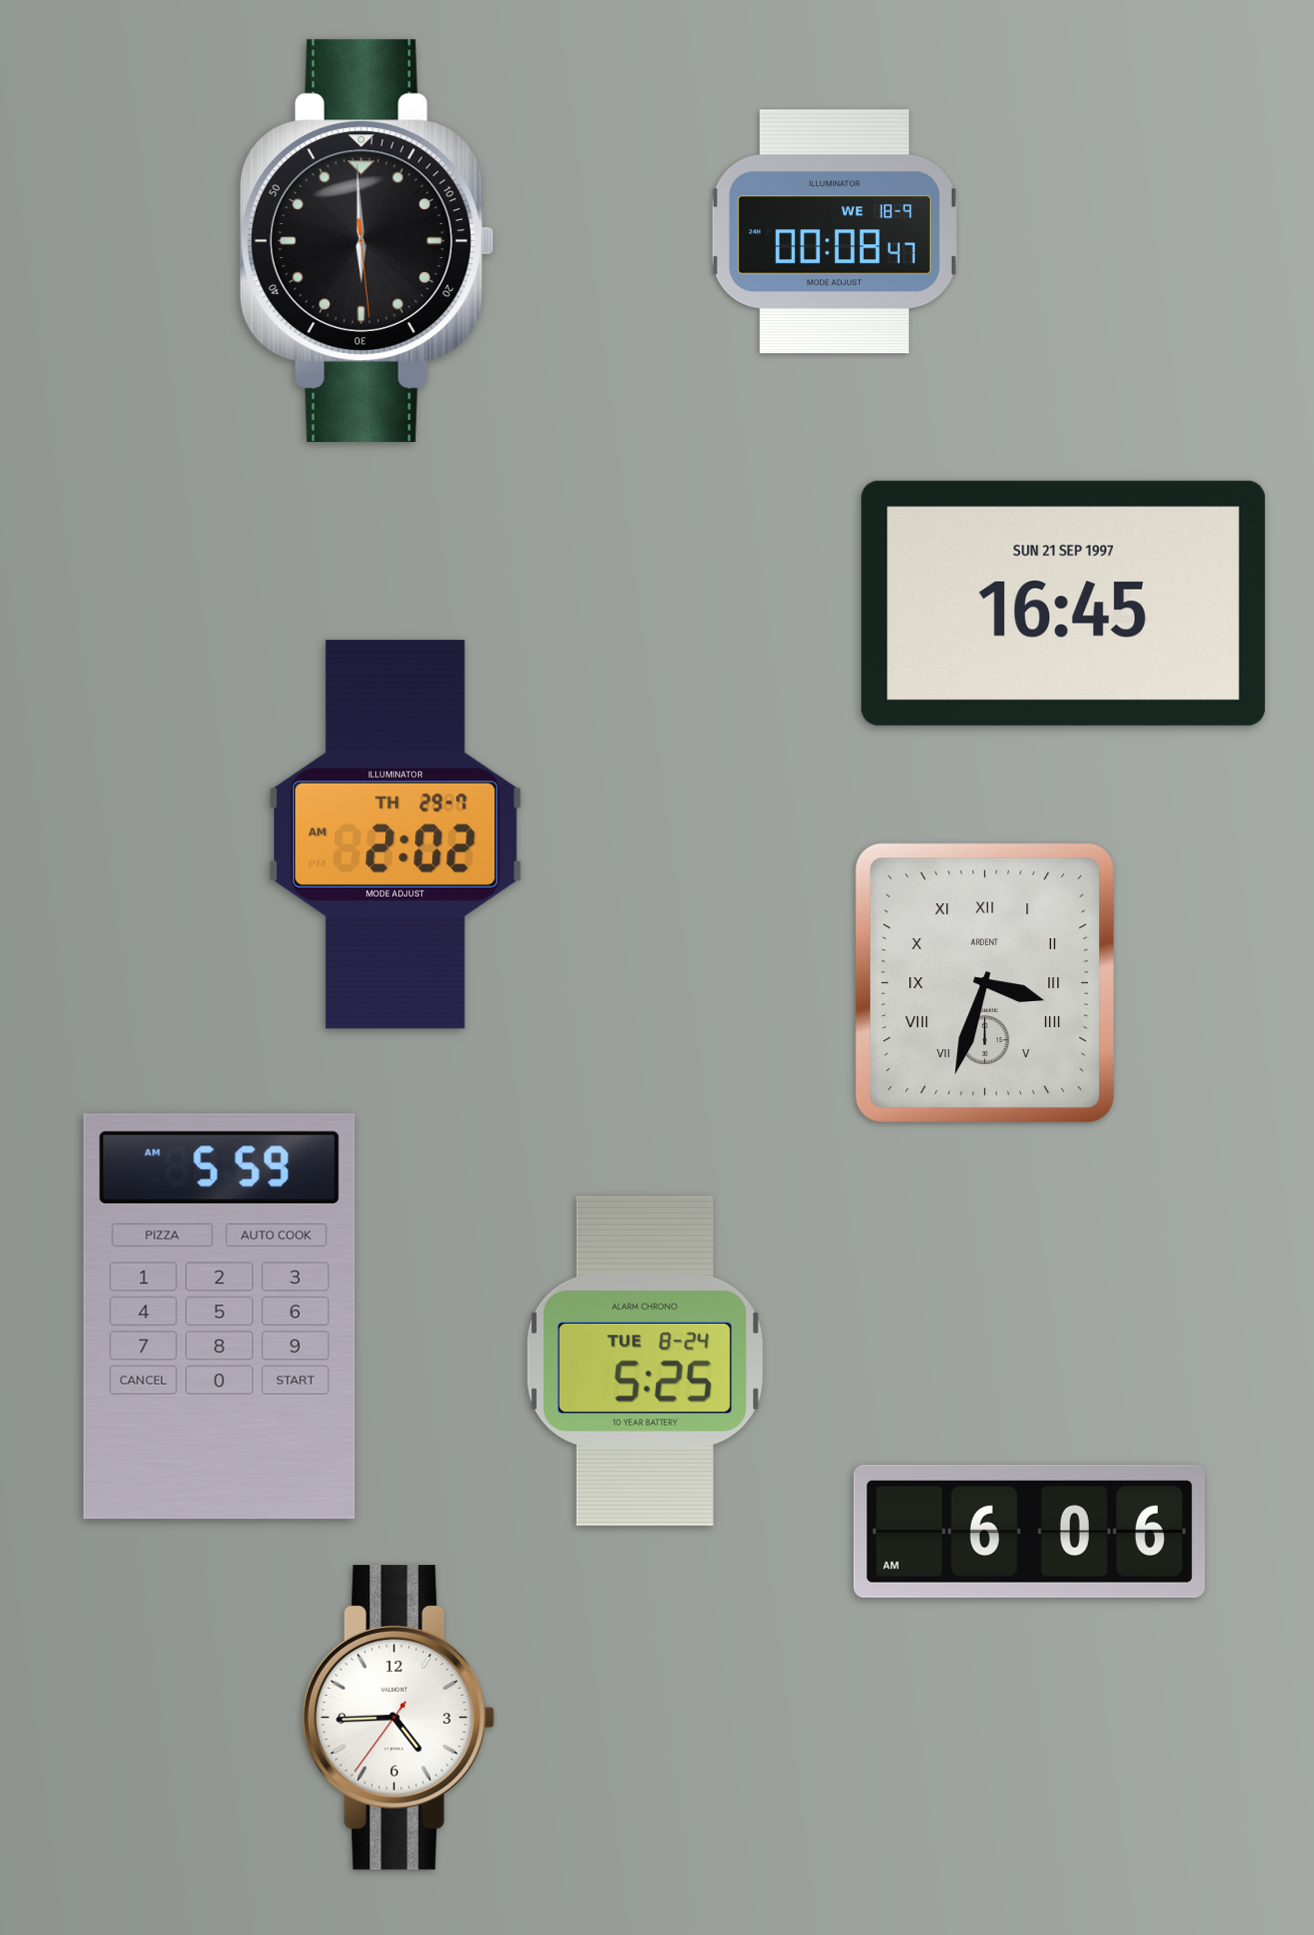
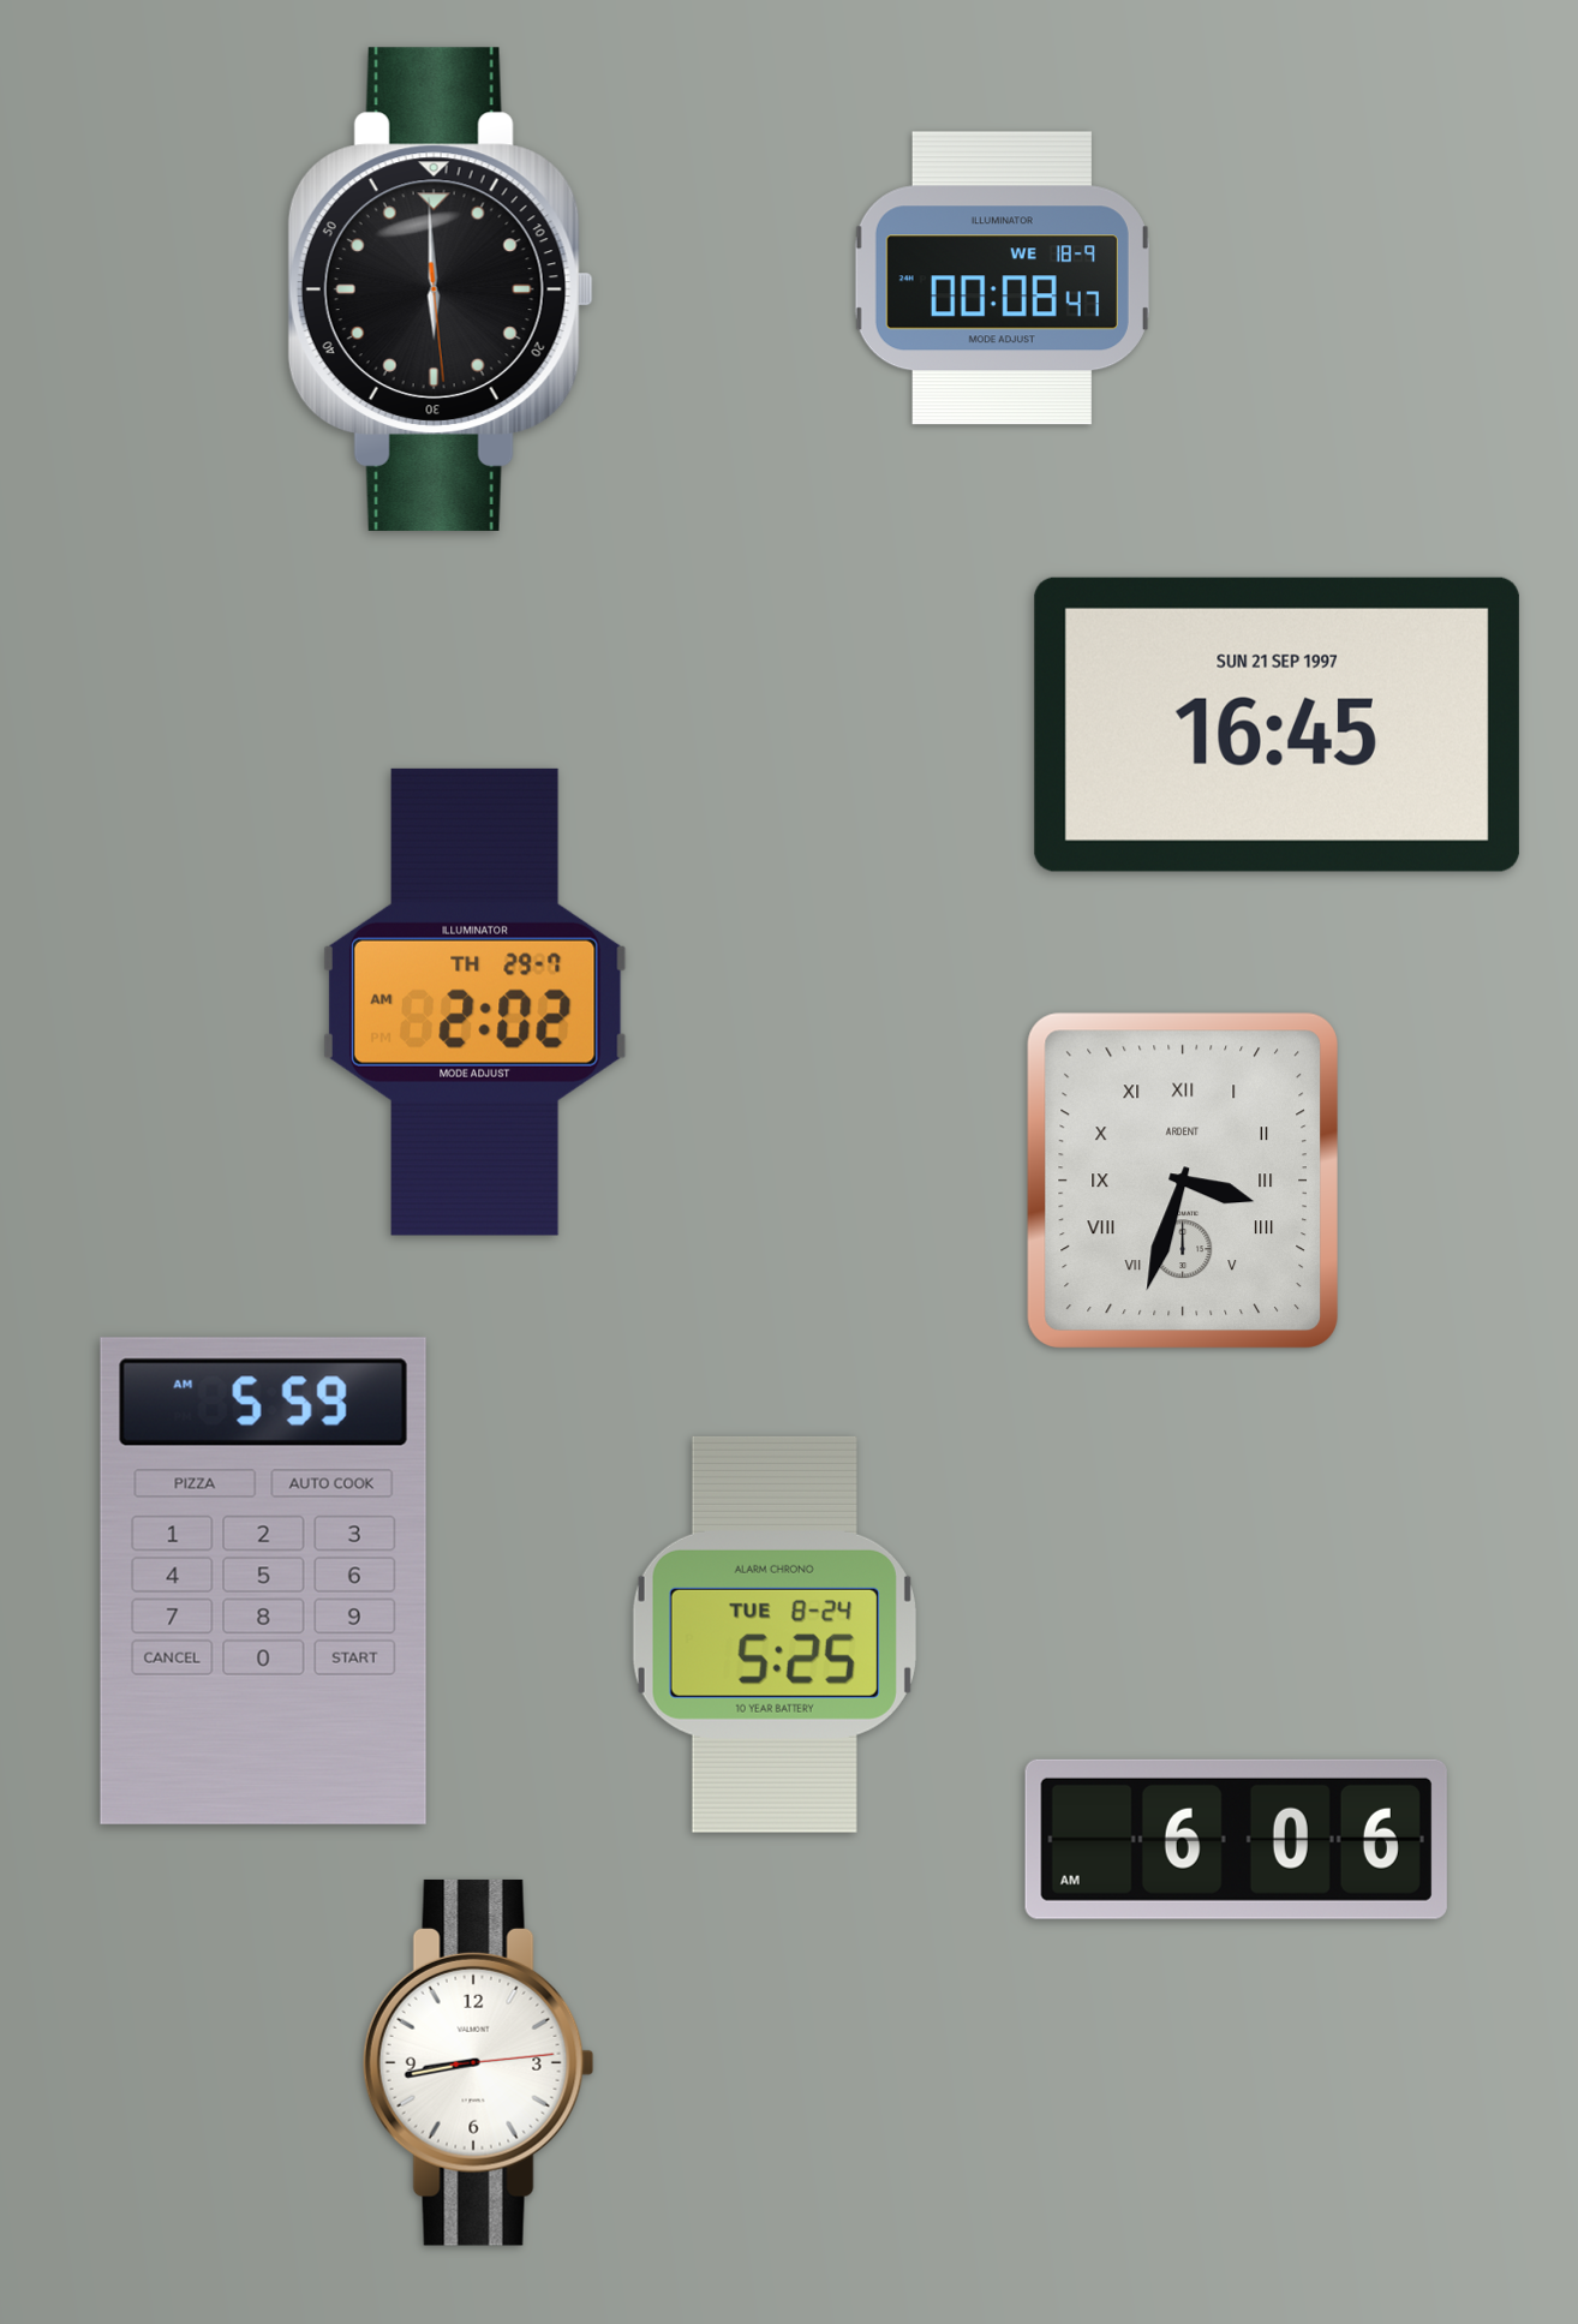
clock at (398, 1717): 4:44 -> 8:43
